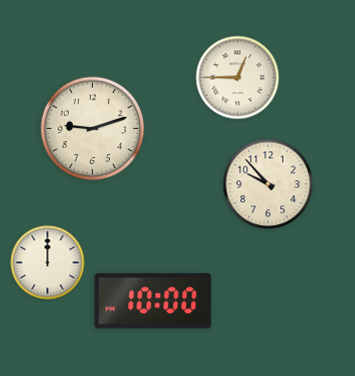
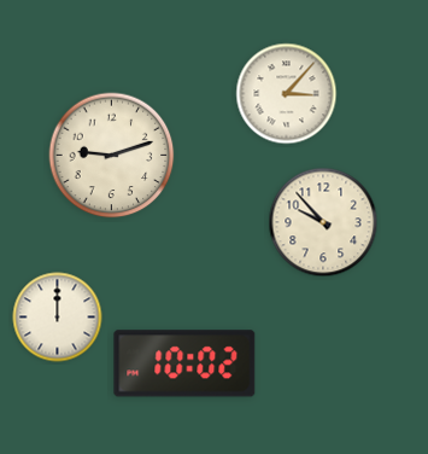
clock at (238, 78): 12:45 -> 3:07
clock at (153, 301): 10:00 -> 10:02
